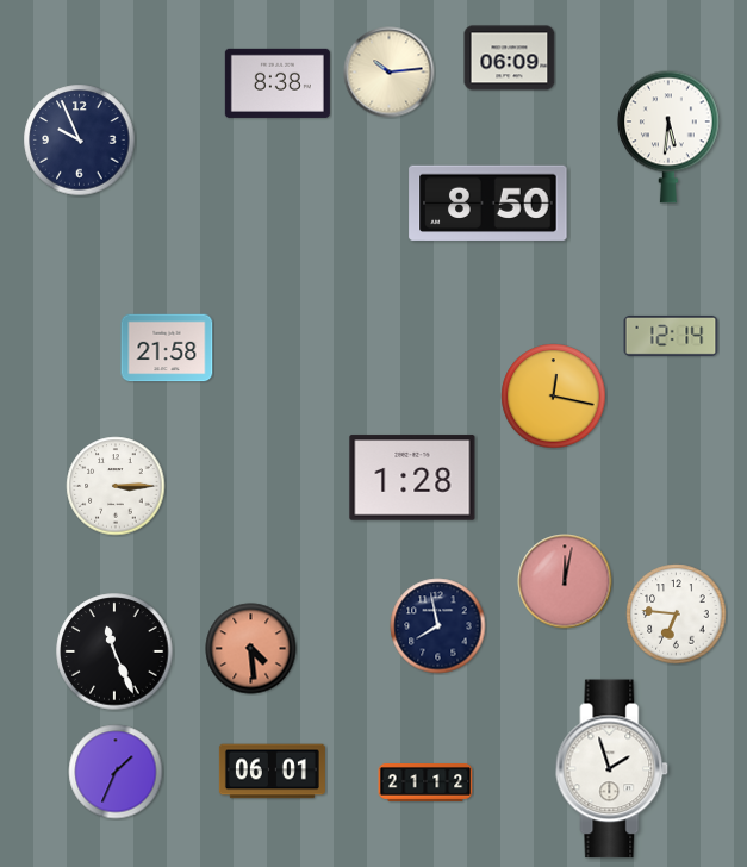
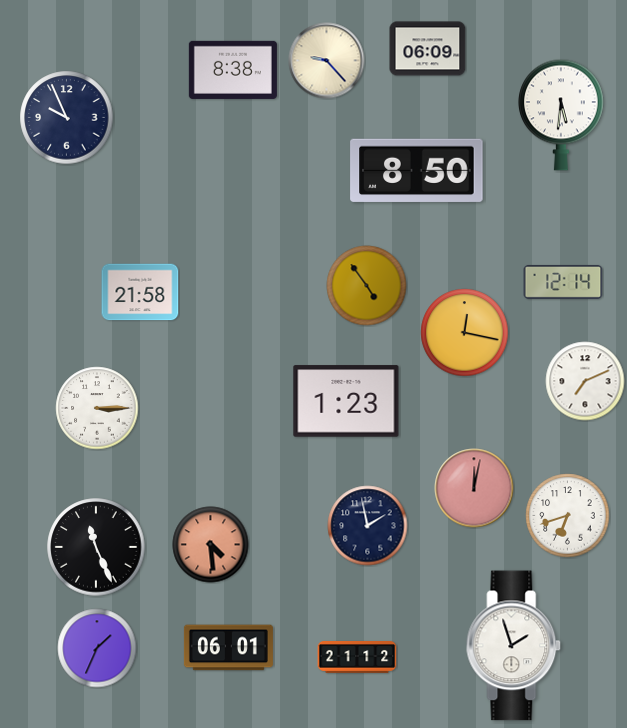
clock at (390, 73): 10:14 -> 9:23
clock at (488, 204) position: (488, 204) -> (417, 171)
clock at (367, 286): none -> 4:54
clock at (585, 381): none -> 7:11
clock at (412, 478): 1:28 -> 1:23
clock at (677, 615): 6:46 -> 6:42
clock at (438, 626): 7:58 -> 1:58
